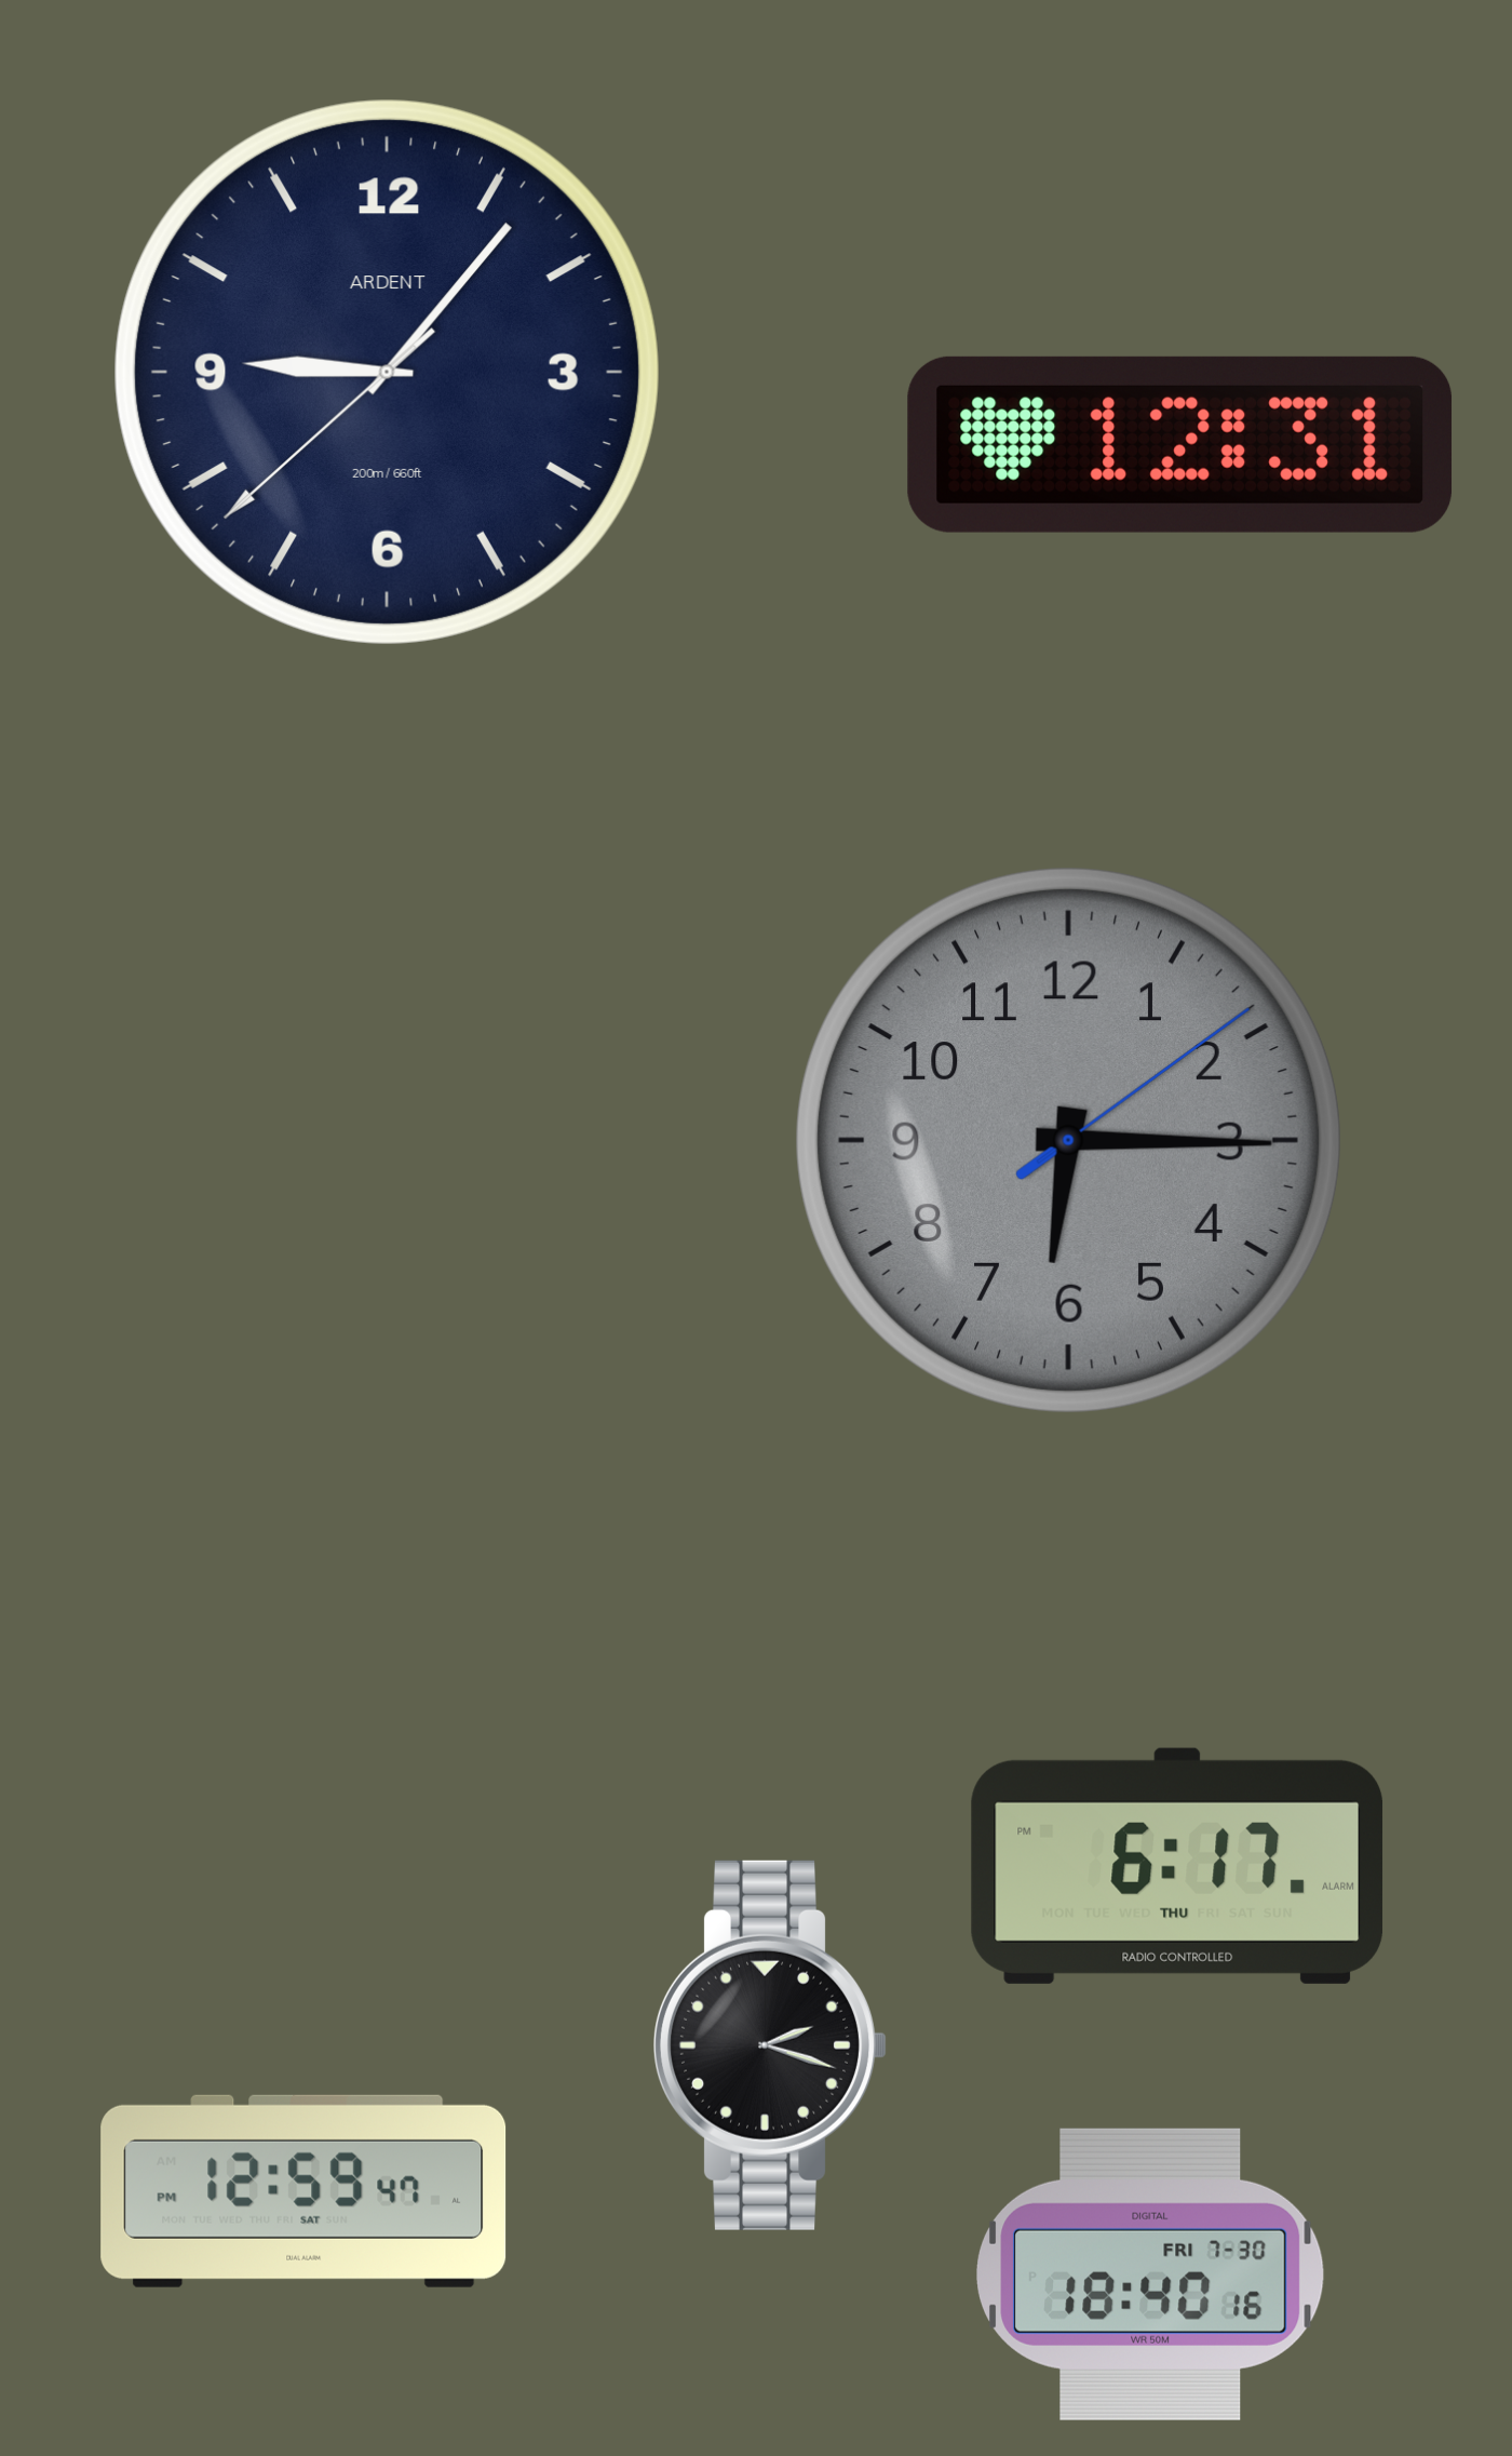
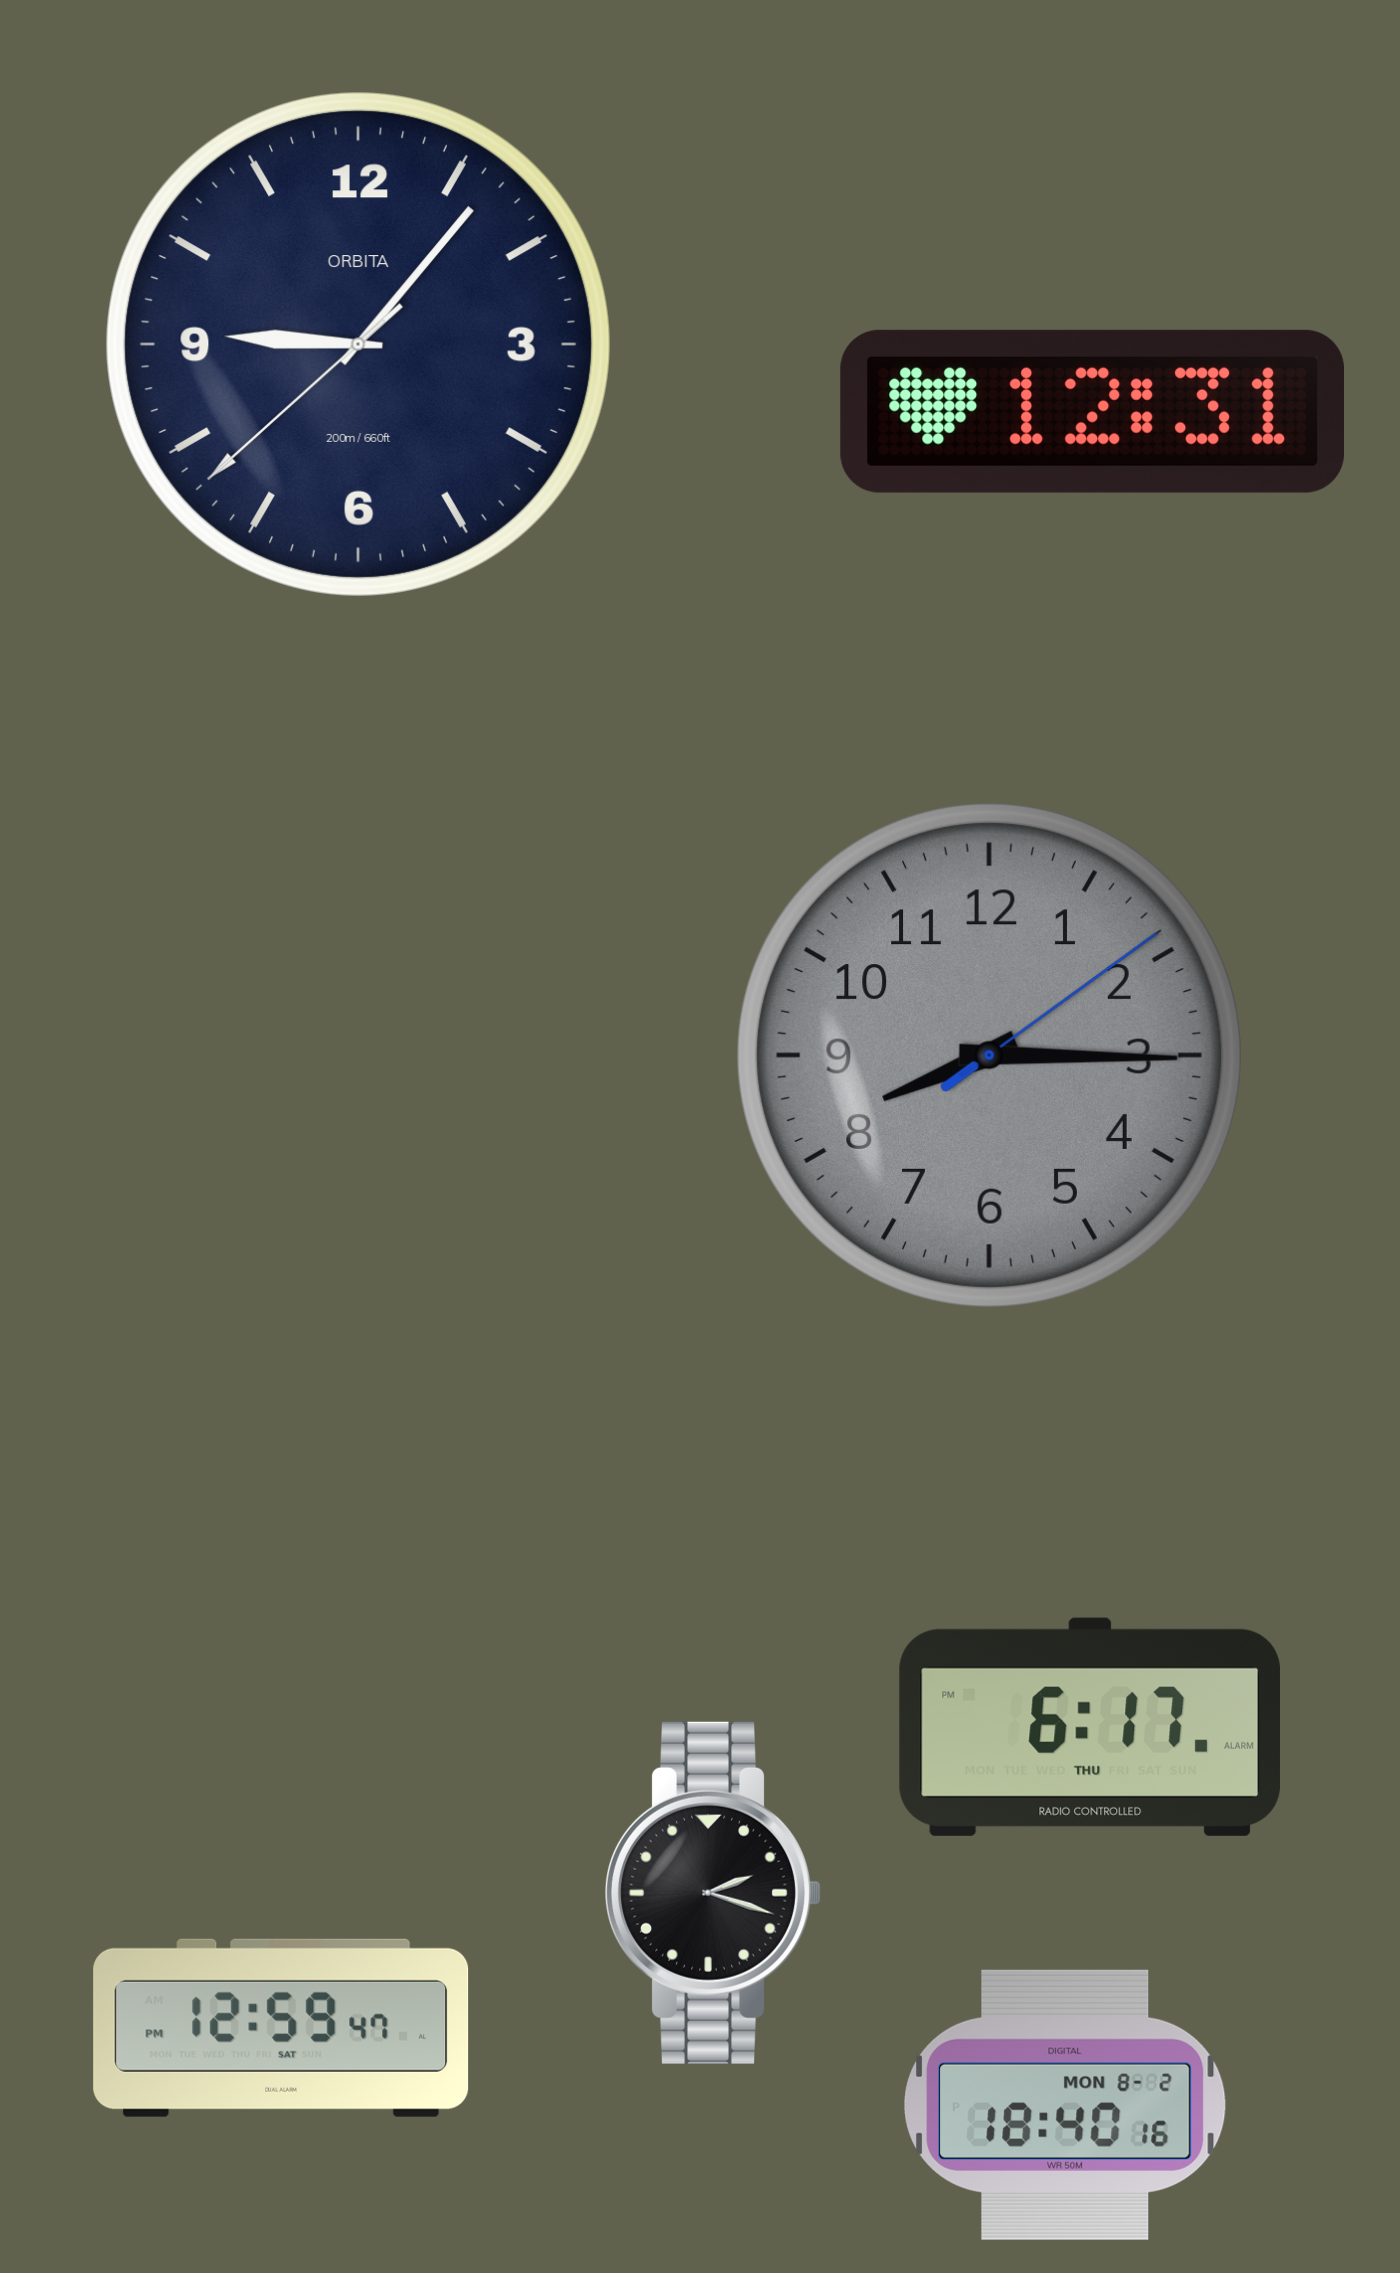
clock at (387, 372) brand: ARDENT -> ORBITA
clock at (1068, 1140): 6:15 -> 8:15
clock at (1150, 2274) date: FRI 7-30 -> MON 8-2
